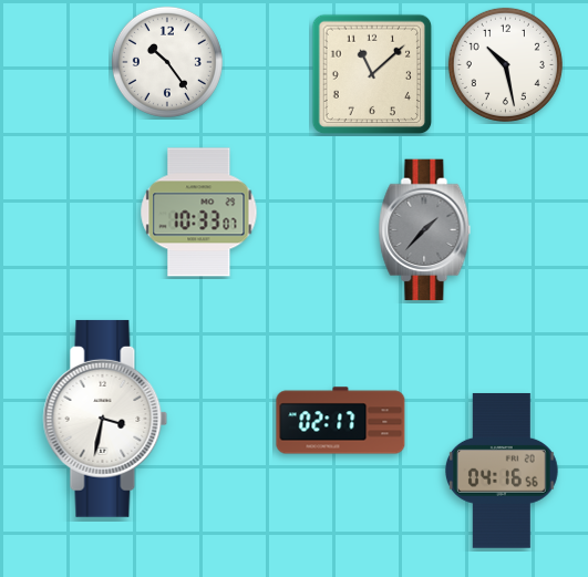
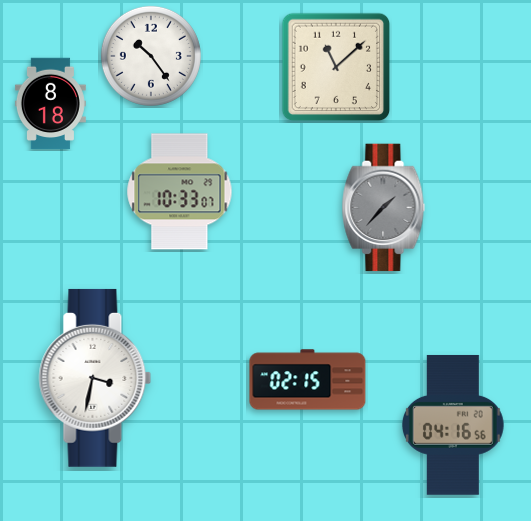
clock at (505, 64): 10:28 -> none
clock at (50, 104): none -> 8:18
clock at (341, 421): 02:17 -> 02:15
